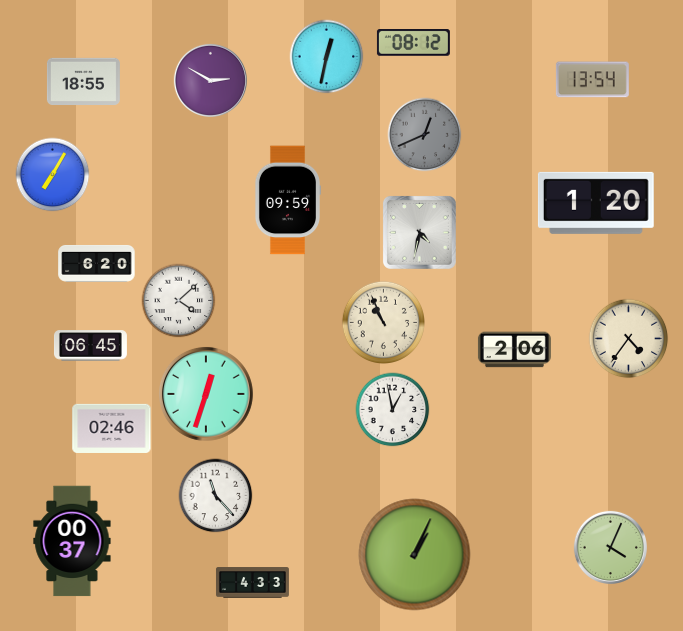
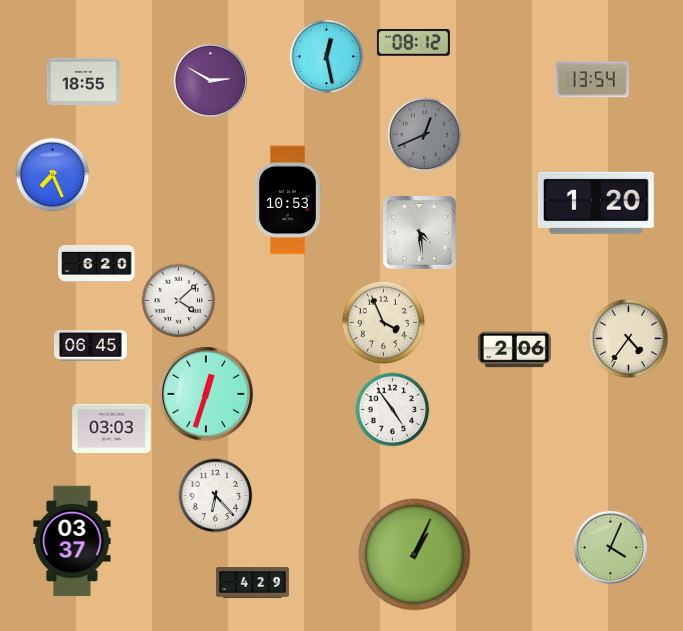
clock at (327, 57): 12:32 -> 12:28
clock at (53, 175): 7:05 -> 7:26
clock at (287, 200): 09:59 -> 10:53
clock at (419, 232): 4:32 -> 4:29
clock at (383, 322): 10:56 -> 3:56
clock at (393, 410): 12:58 -> 4:54
clock at (112, 428): 02:46 -> 03:03
clock at (216, 496): 11:23 -> 6:23
clock at (72, 541): 00:37 -> 03:37
clock at (252, 583): 4:33 -> 4:29
